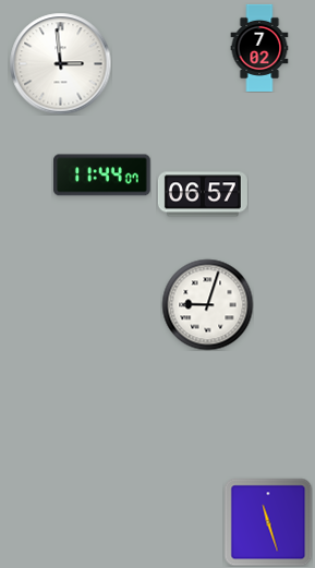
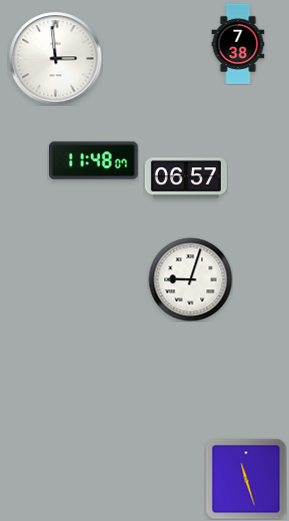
clock at (259, 48): 7:02 -> 7:38
clock at (102, 176): 11:44 -> 11:48
